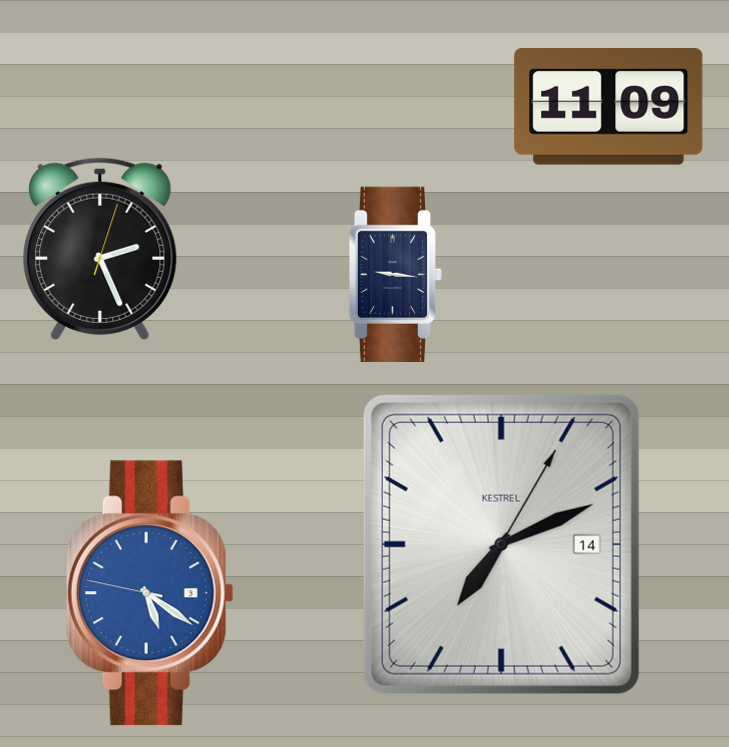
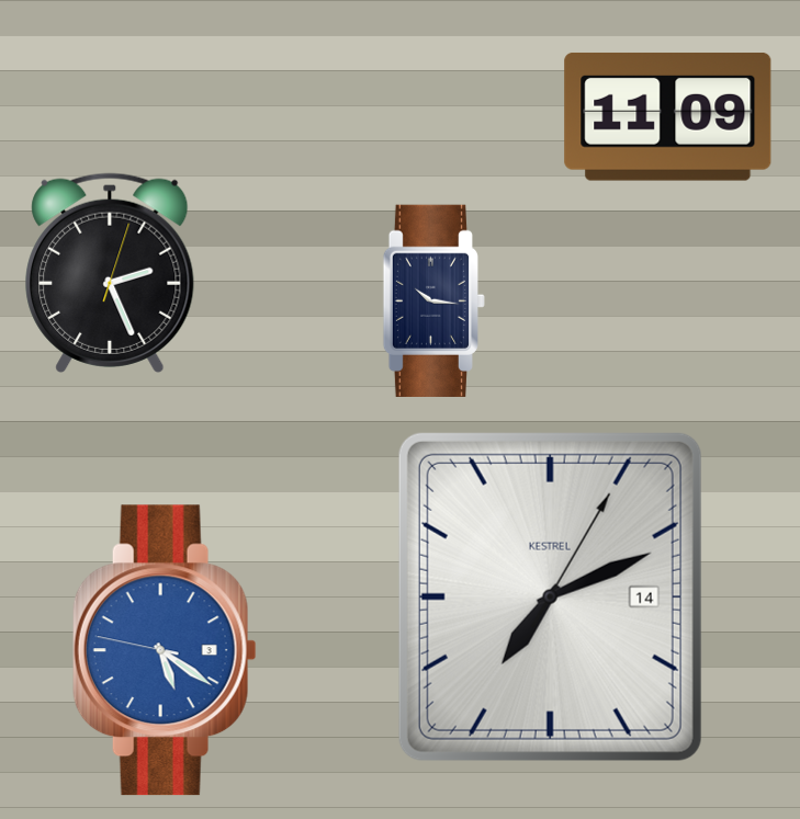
clock at (395, 274): 9:16 -> 10:16
